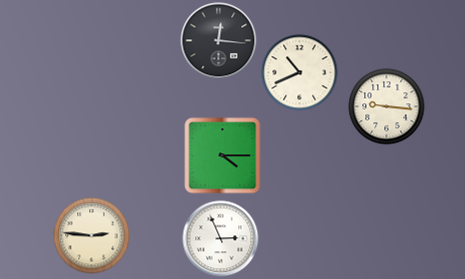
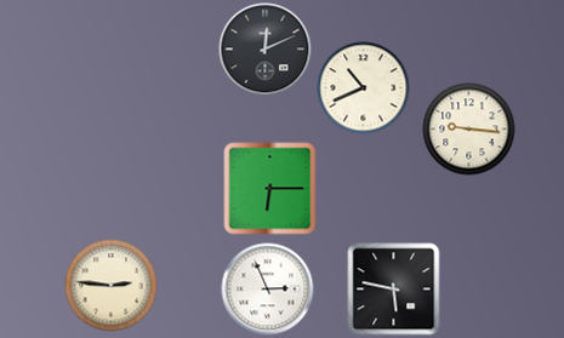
clock at (219, 41): 12:16 -> 12:11
clock at (223, 156): 4:15 -> 6:15
clock at (394, 290): none -> 5:47
